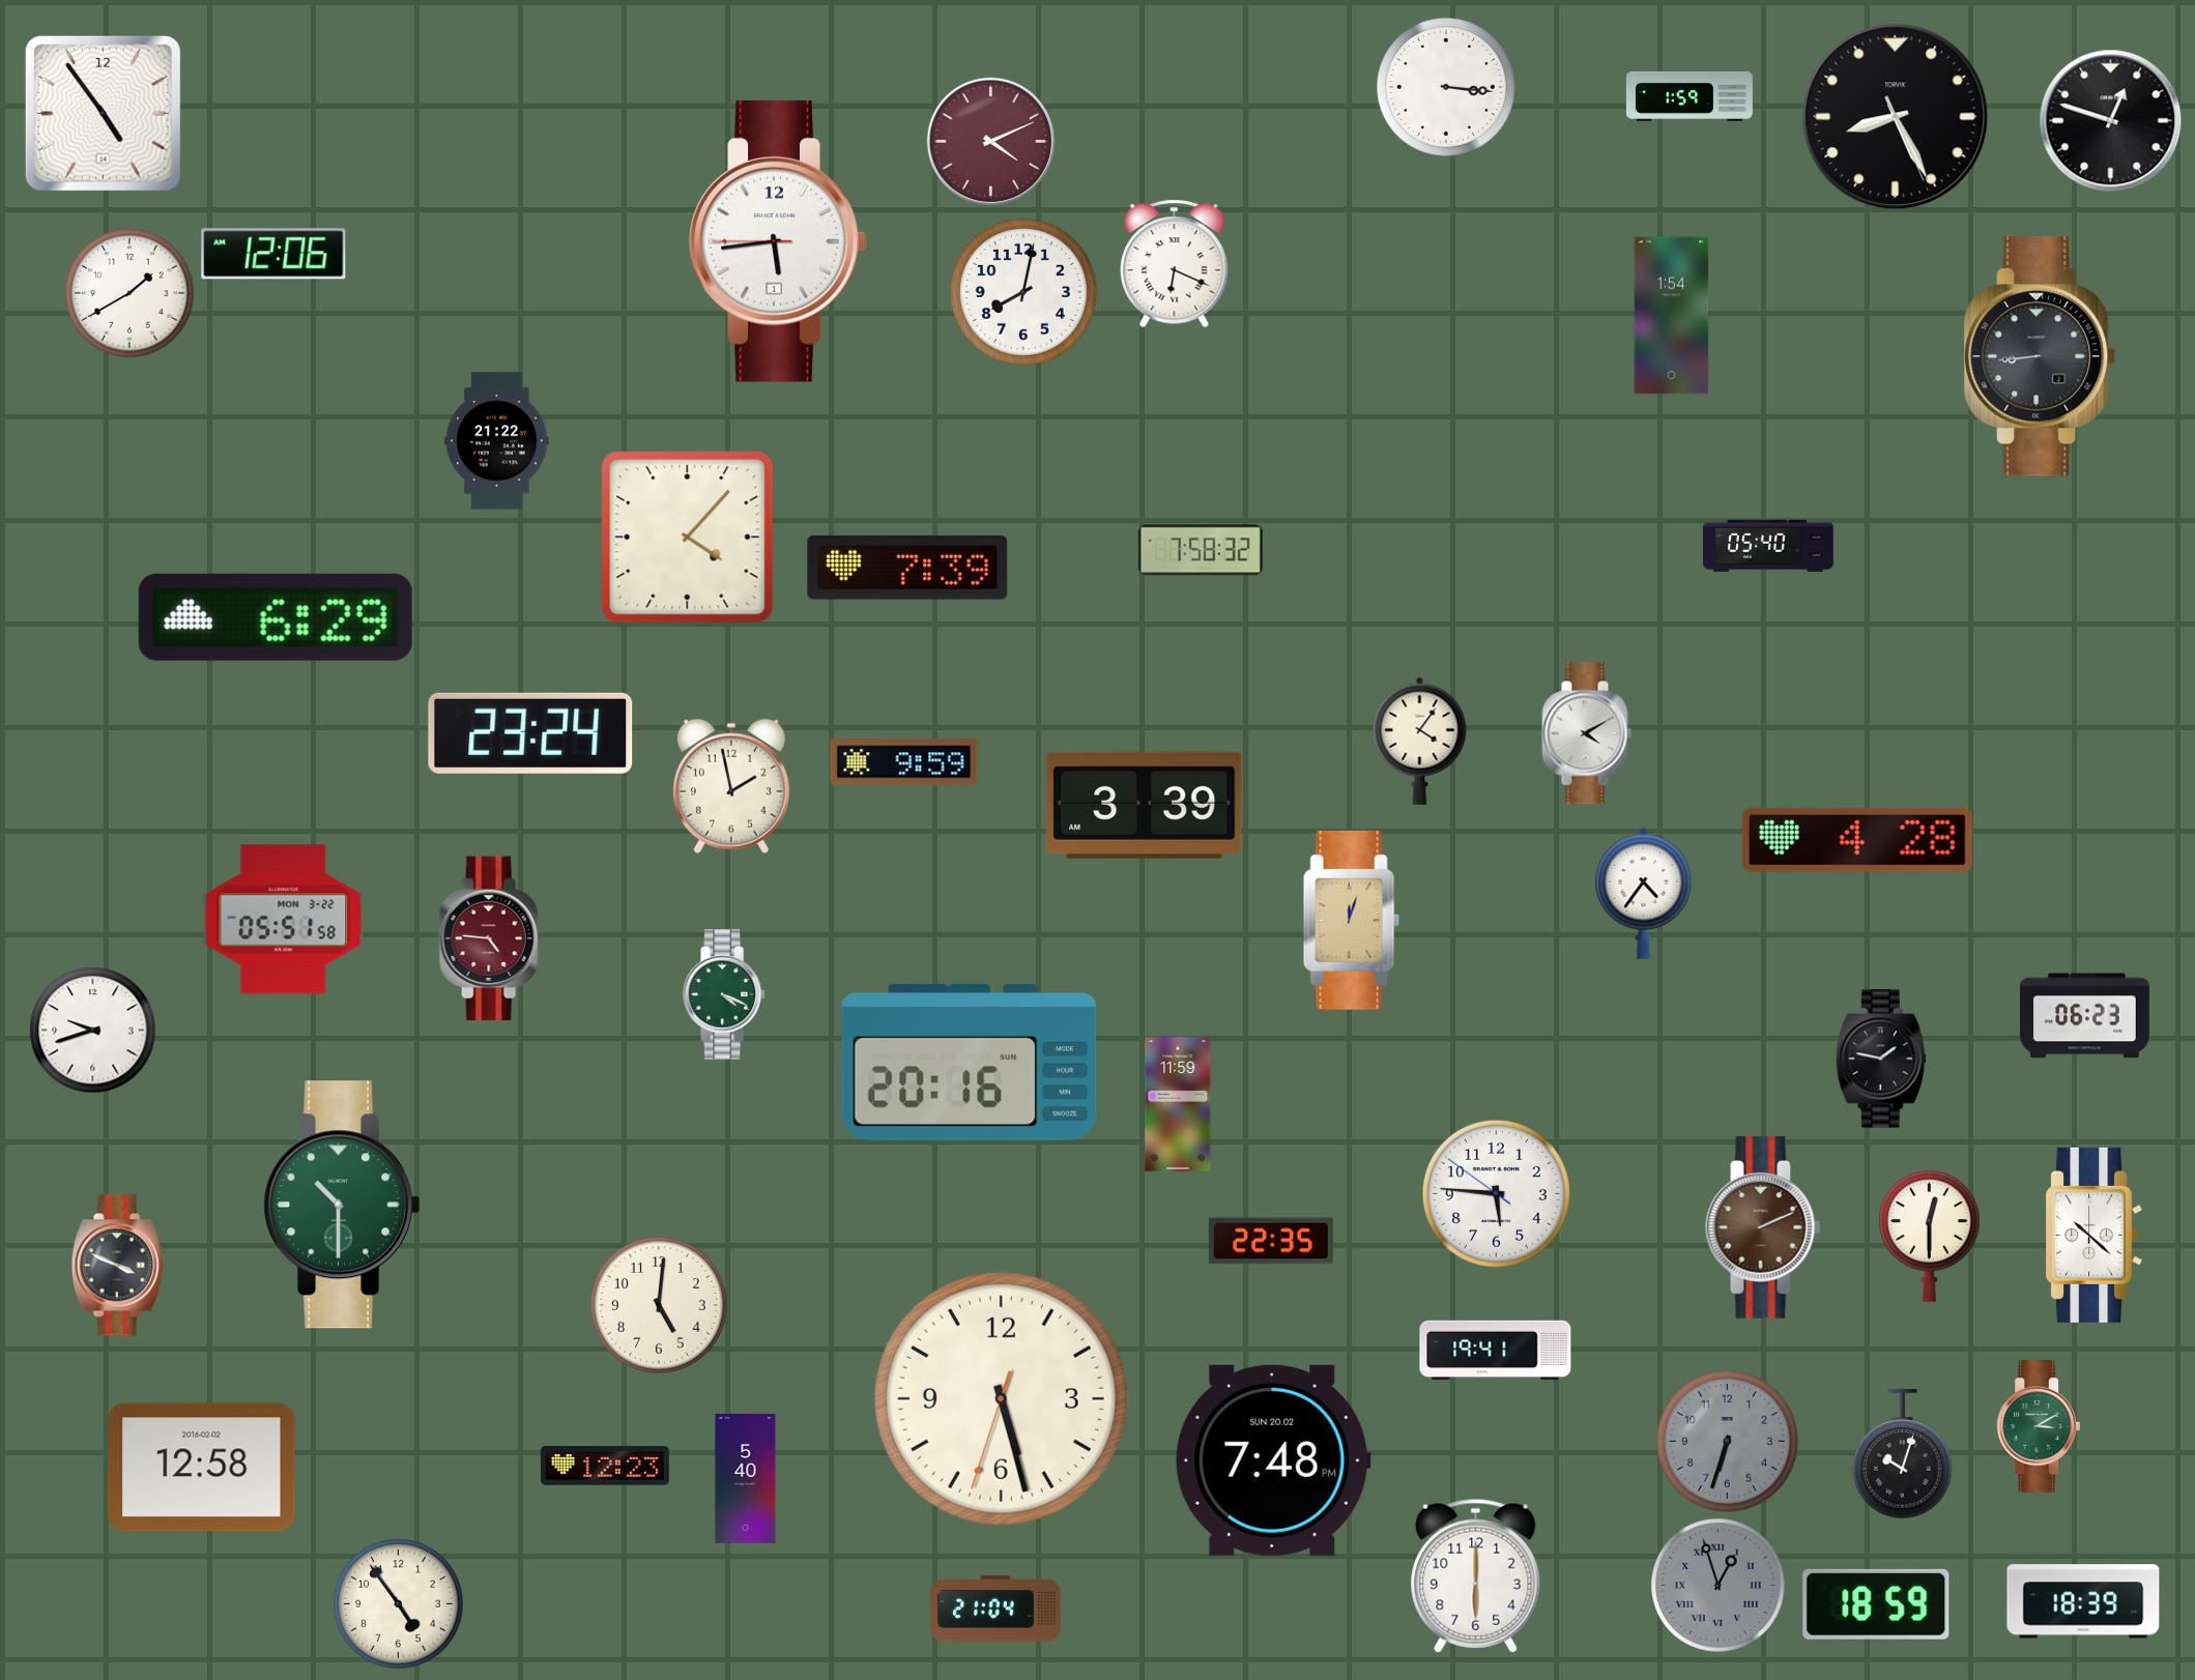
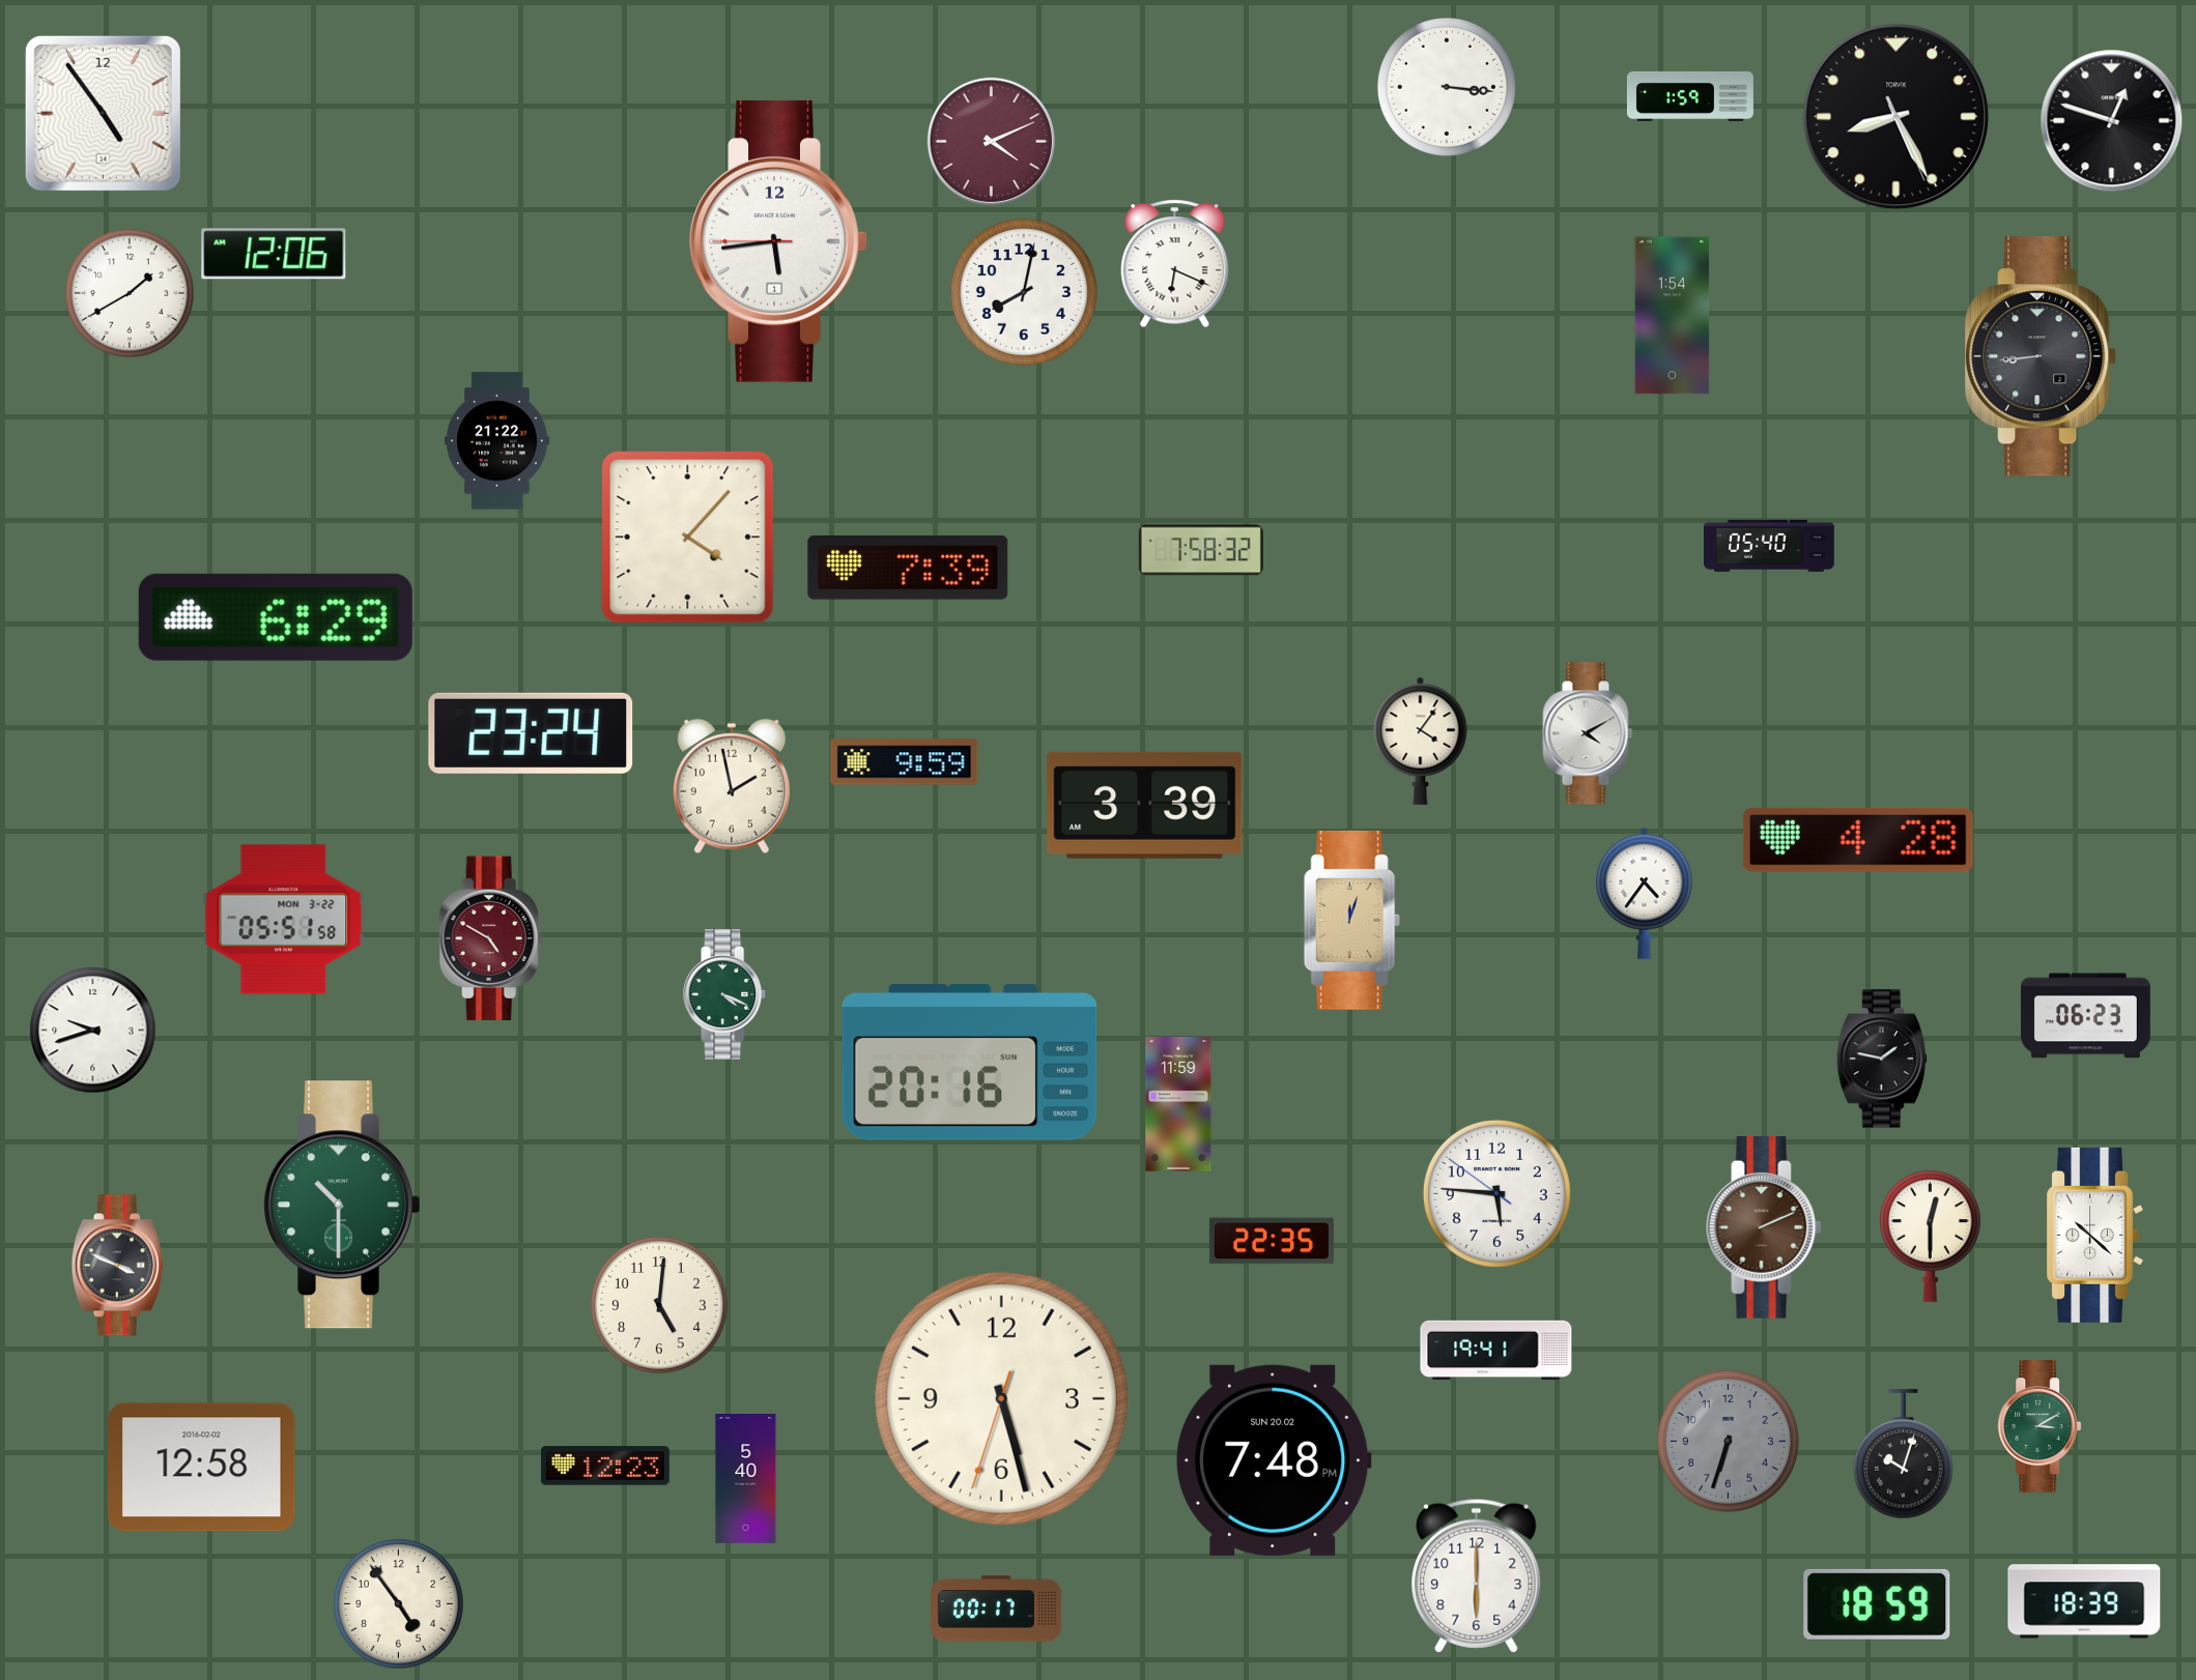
clock at (491, 938): 4:46 -> 4:50
clock at (1719, 1586): 12:57 -> none
clock at (997, 1609): 21:04 -> 00:17
